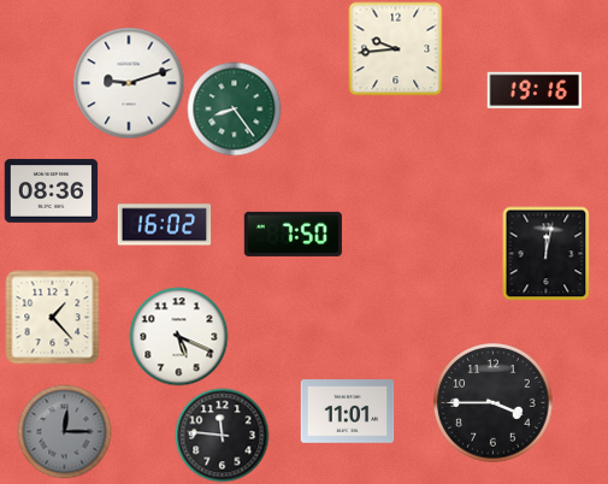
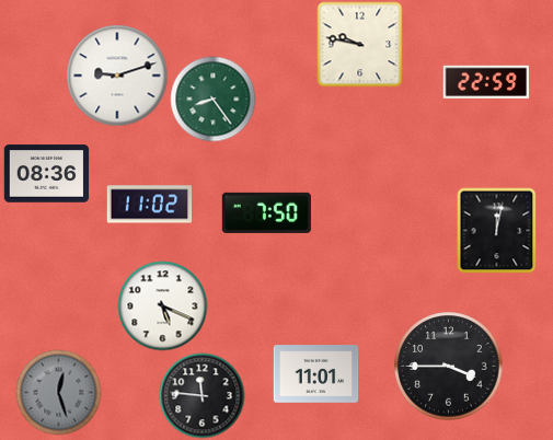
clock at (395, 48): 9:44 -> 9:47
clock at (533, 90): 19:16 -> 22:59
clock at (164, 225): 16:02 -> 11:02
clock at (52, 317): 1:23 -> none
clock at (64, 431): 12:15 -> 12:27
